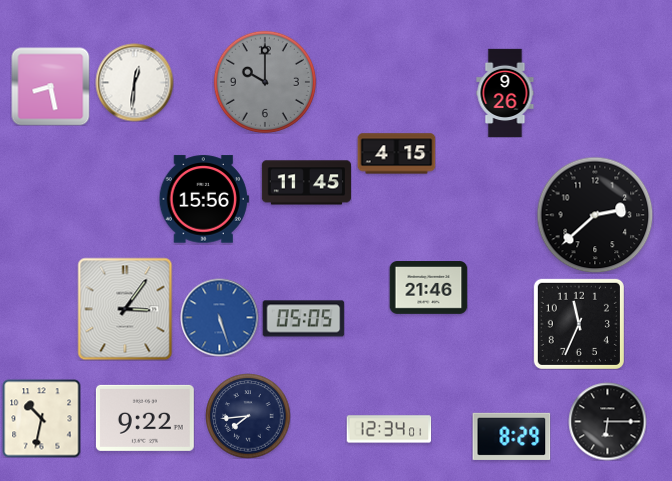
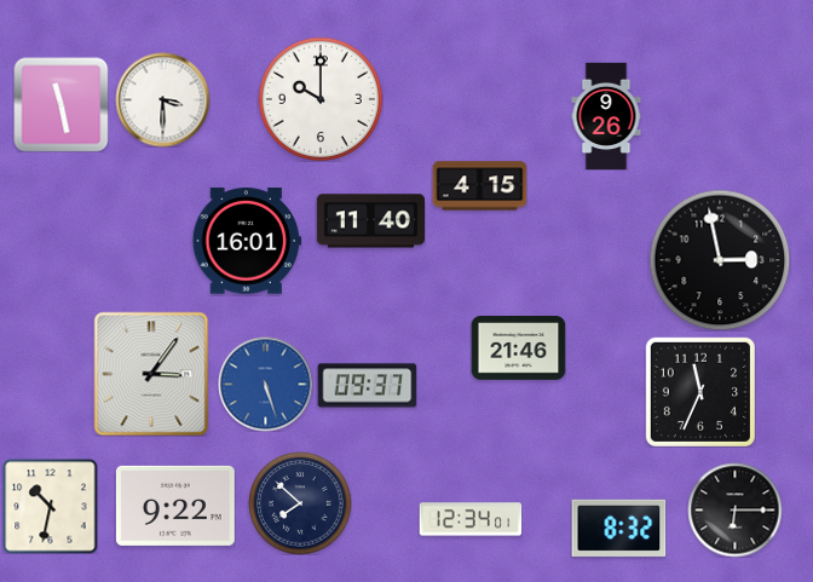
clock at (134, 82): 12:31 -> 3:30
clock at (265, 82) dial: grey -> white
clock at (50, 86): 8:28 -> 11:28
clock at (505, 93) position: (505, 93) -> (606, 116)
clock at (306, 183): 11:45 -> 11:40
clock at (204, 199): 15:56 -> 16:01
clock at (595, 215): 2:38 -> 2:58
clock at (303, 319): 05:05 -> 09:37
clock at (248, 416): 7:44 -> 7:52
clock at (511, 436): 8:29 -> 8:32
